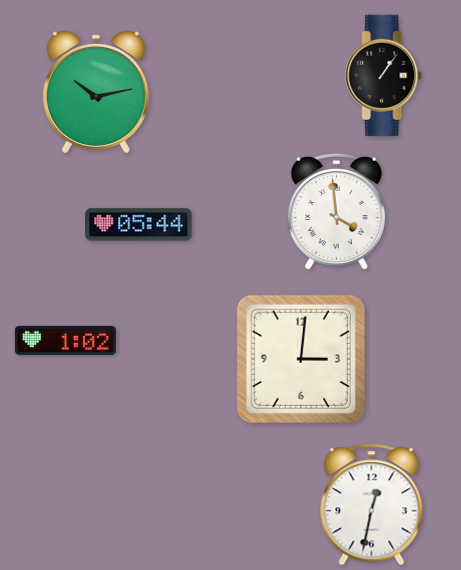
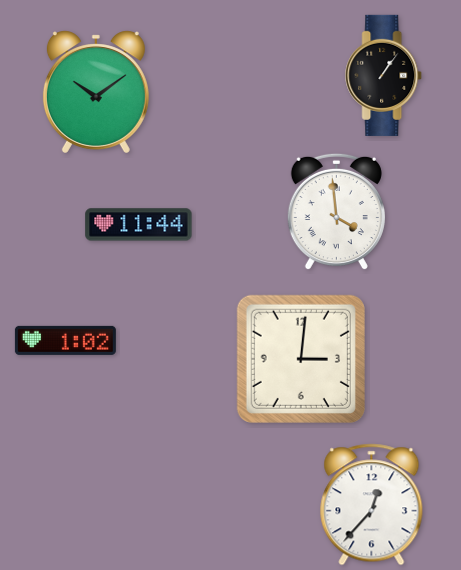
clock at (96, 92): 10:13 -> 10:09
clock at (139, 225): 05:44 -> 11:44
clock at (372, 505): 12:32 -> 12:37
